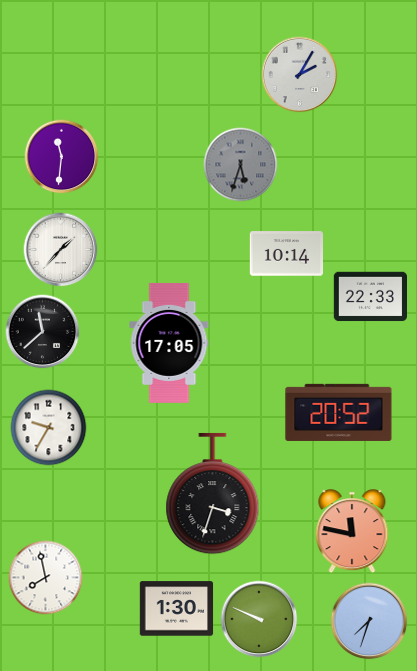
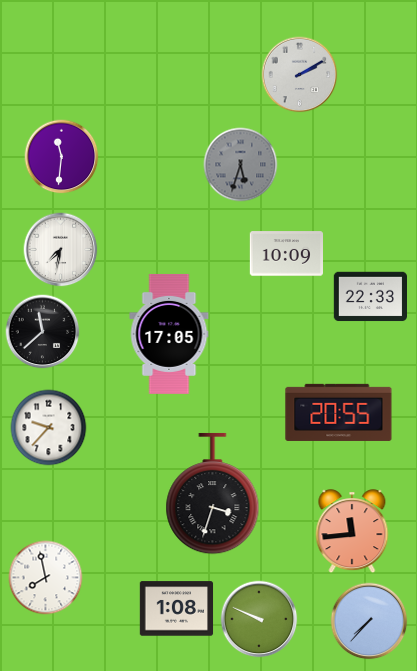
clock at (300, 75): 2:05 -> 2:10
clock at (61, 250): 1:37 -> 7:32
clock at (286, 254): 10:14 -> 10:09
clock at (169, 343) position: (169, 343) -> (169, 334)
clock at (339, 412): 20:52 -> 20:55
clock at (49, 428): 9:35 -> 9:37
clock at (352, 532): 11:47 -> 11:44
clock at (177, 609): 1:30 -> 1:08
clock at (369, 621): 7:33 -> 7:37
